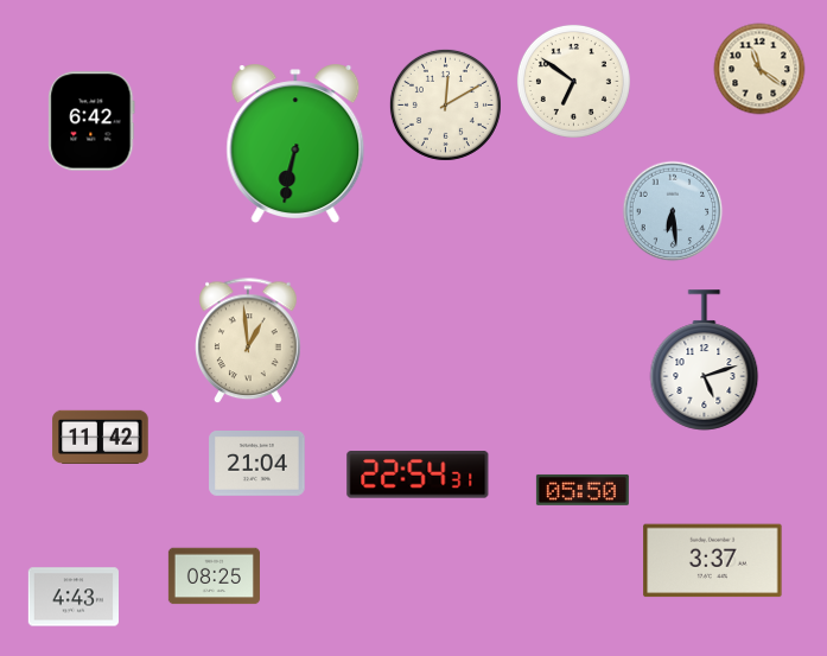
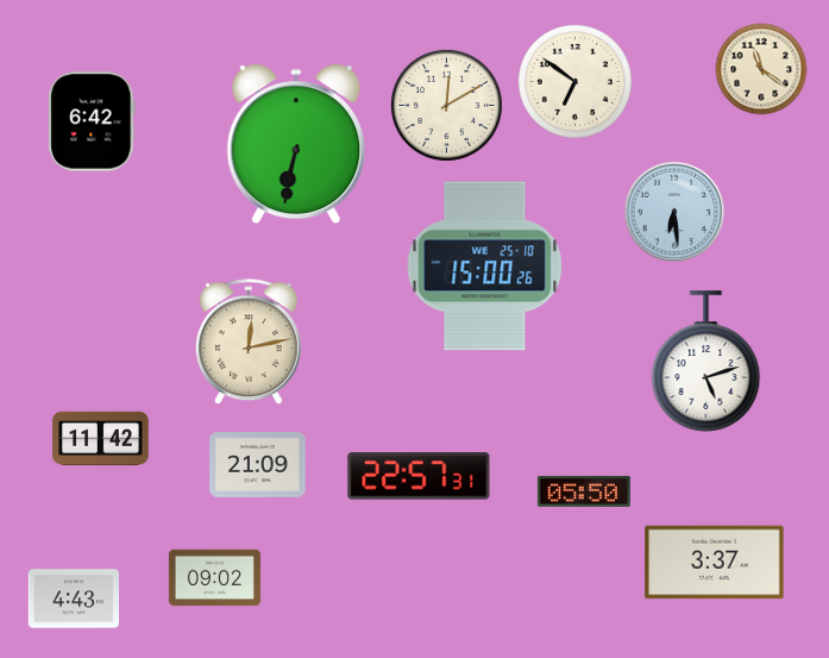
clock at (485, 267): none -> 15:00
clock at (248, 342): 12:59 -> 12:13
clock at (257, 464): 21:04 -> 21:09
clock at (418, 475): 22:54 -> 22:57
clock at (214, 577): 08:25 -> 09:02
